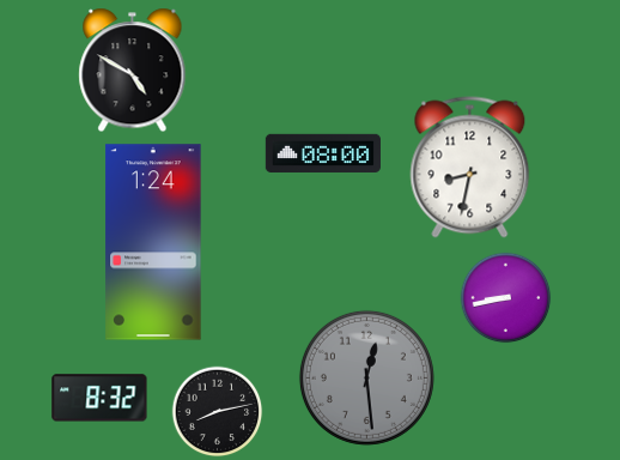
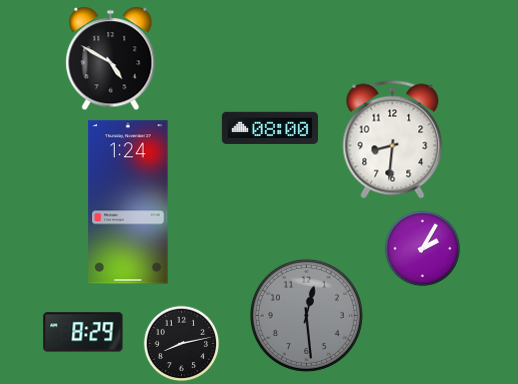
clock at (470, 168): 8:32 -> 8:31
clock at (506, 298): 8:43 -> 2:05
clock at (99, 398): 8:32 -> 8:29
